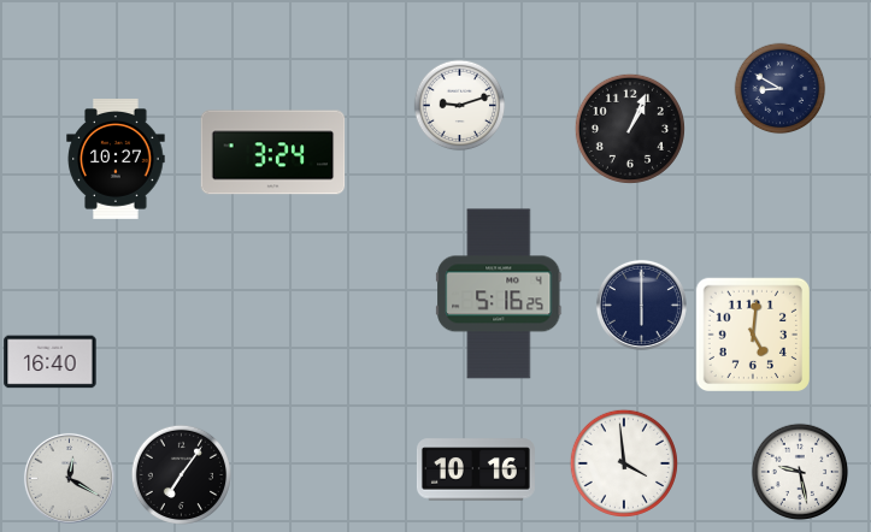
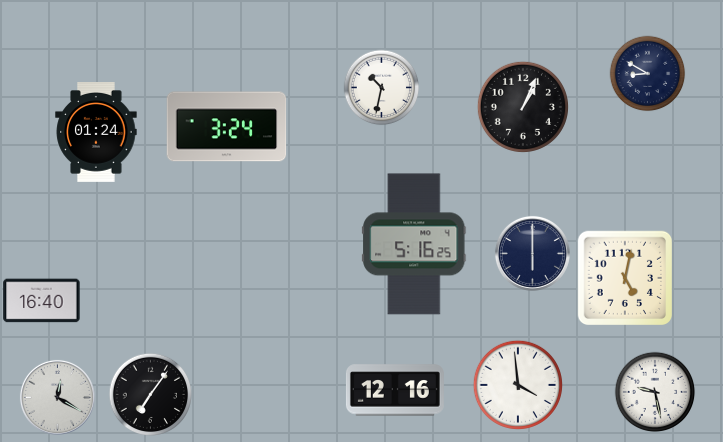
clock at (460, 106): 9:12 -> 10:32
clock at (116, 160): 10:27 -> 01:24
clock at (752, 333): 5:01 -> 5:02
clock at (476, 469): 10:16 -> 12:16
clock at (800, 472) position: (800, 472) -> (655, 392)
